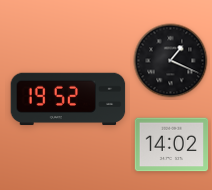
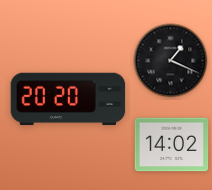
clock at (68, 99): 19:52 -> 20:20
